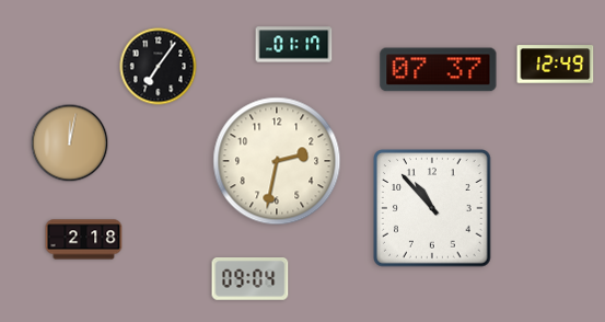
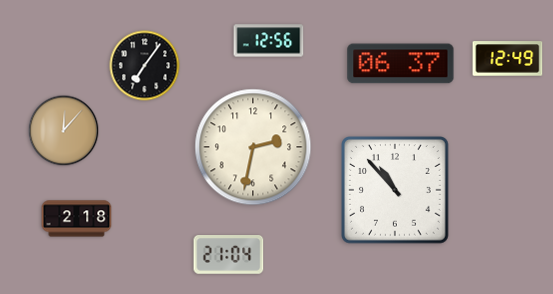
clock at (294, 45): 01:17 -> 12:56
clock at (159, 67) position: (159, 67) -> (145, 66)
clock at (439, 70): 07:37 -> 06:37
clock at (70, 143): 12:02 -> 12:07
clock at (251, 279): 09:04 -> 21:04
